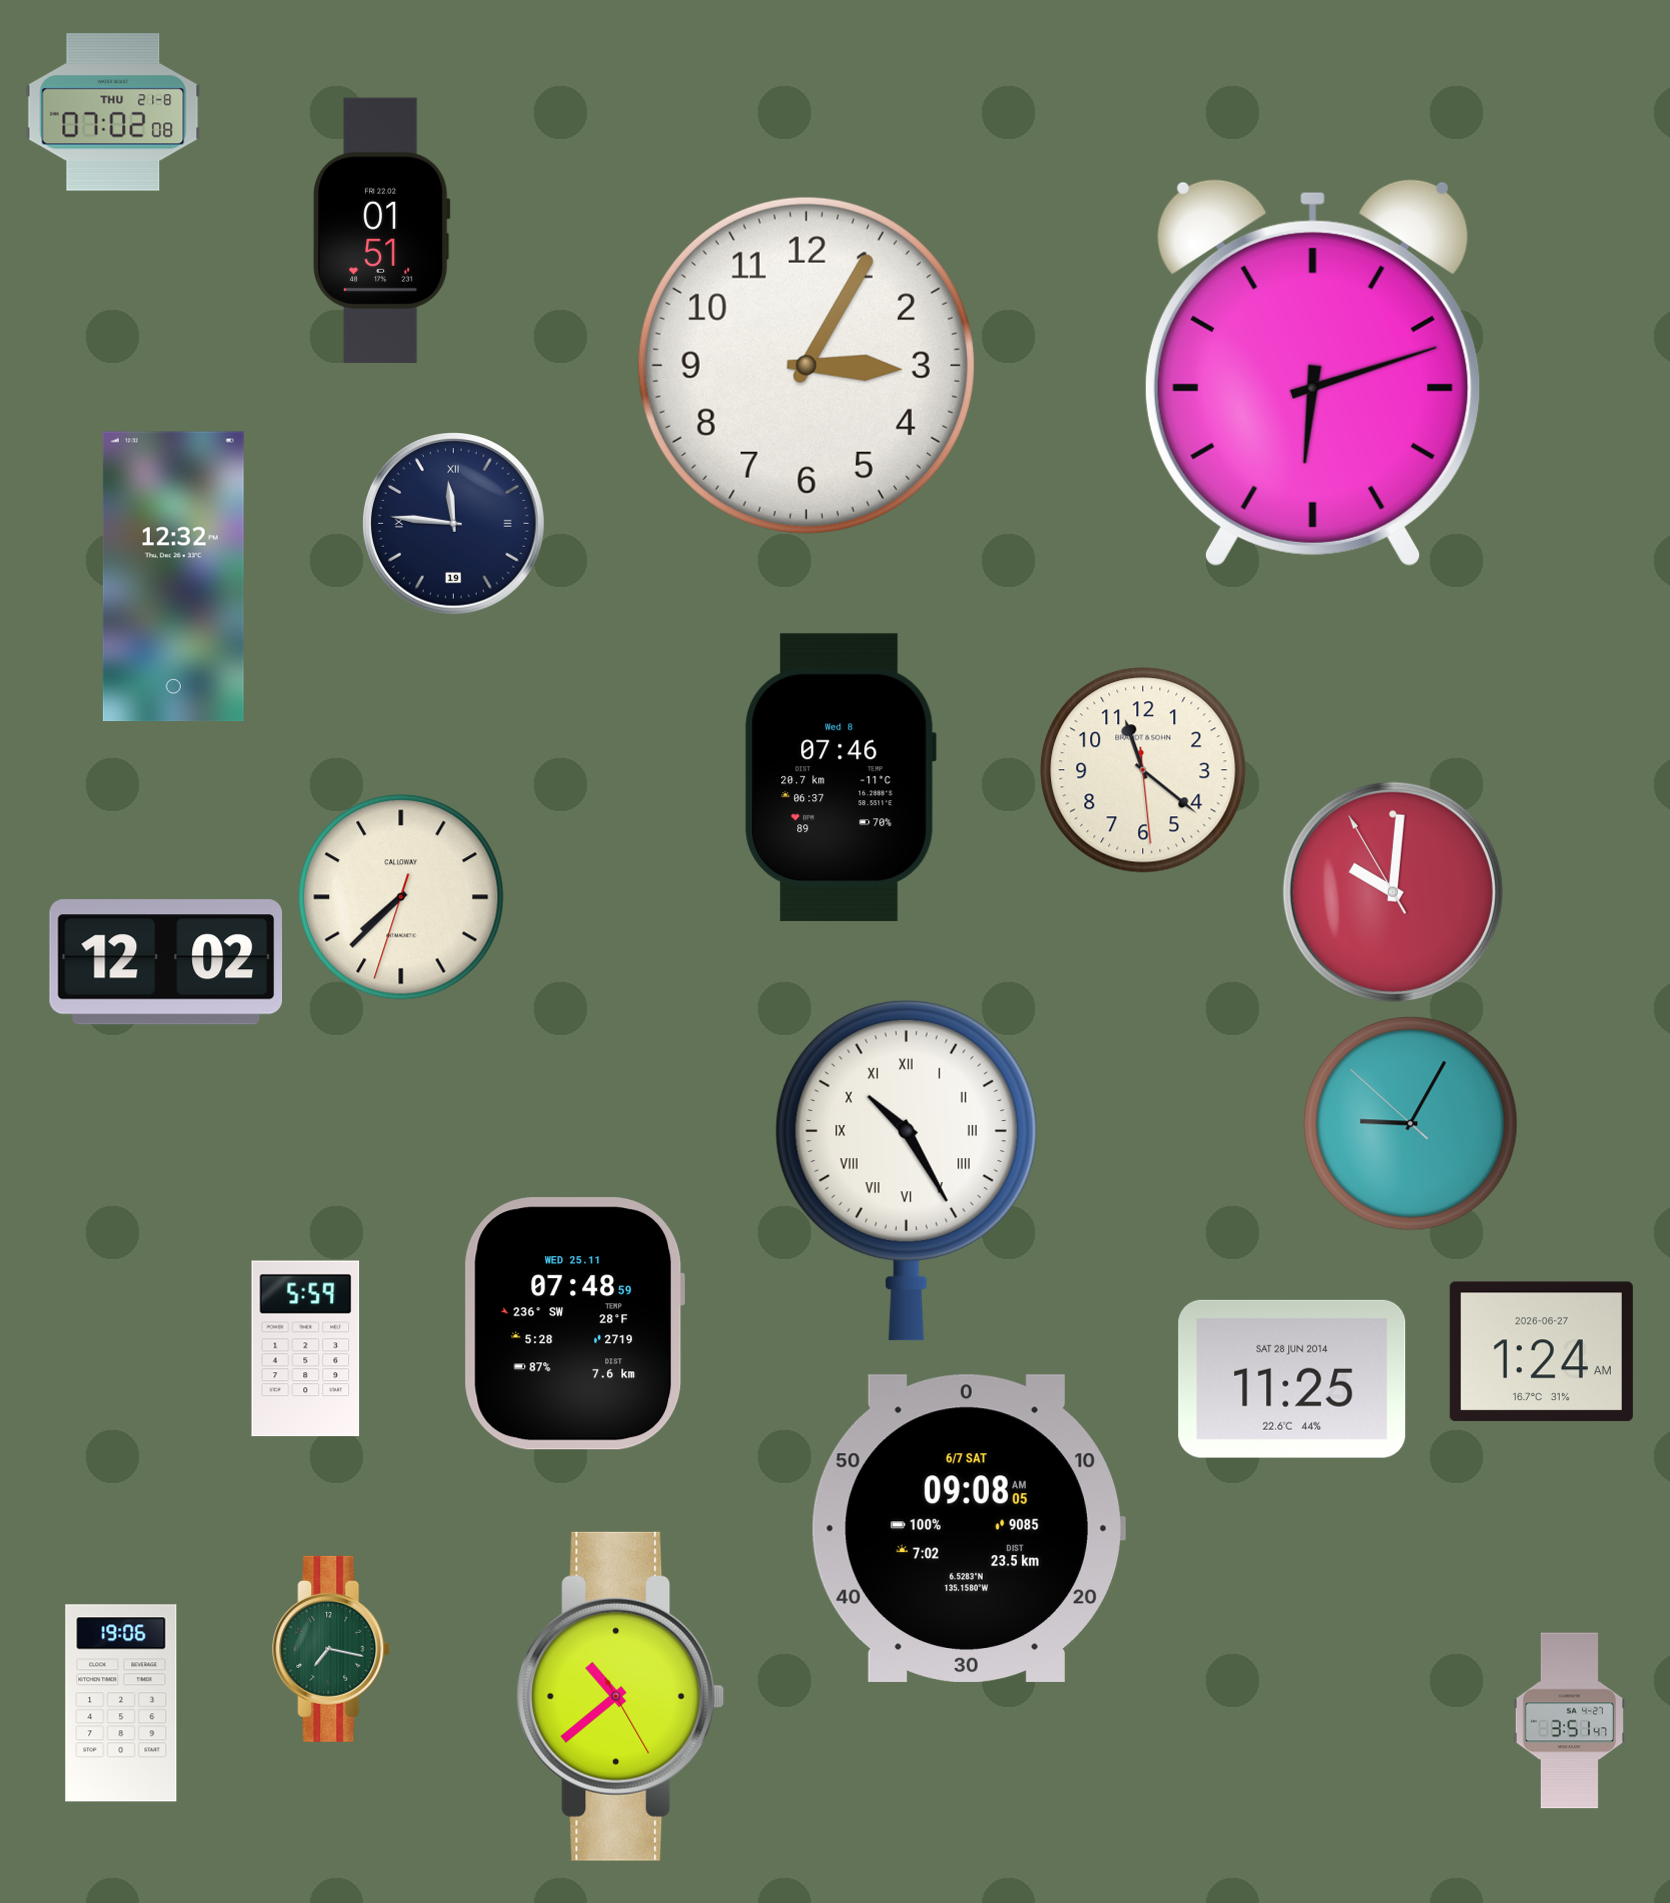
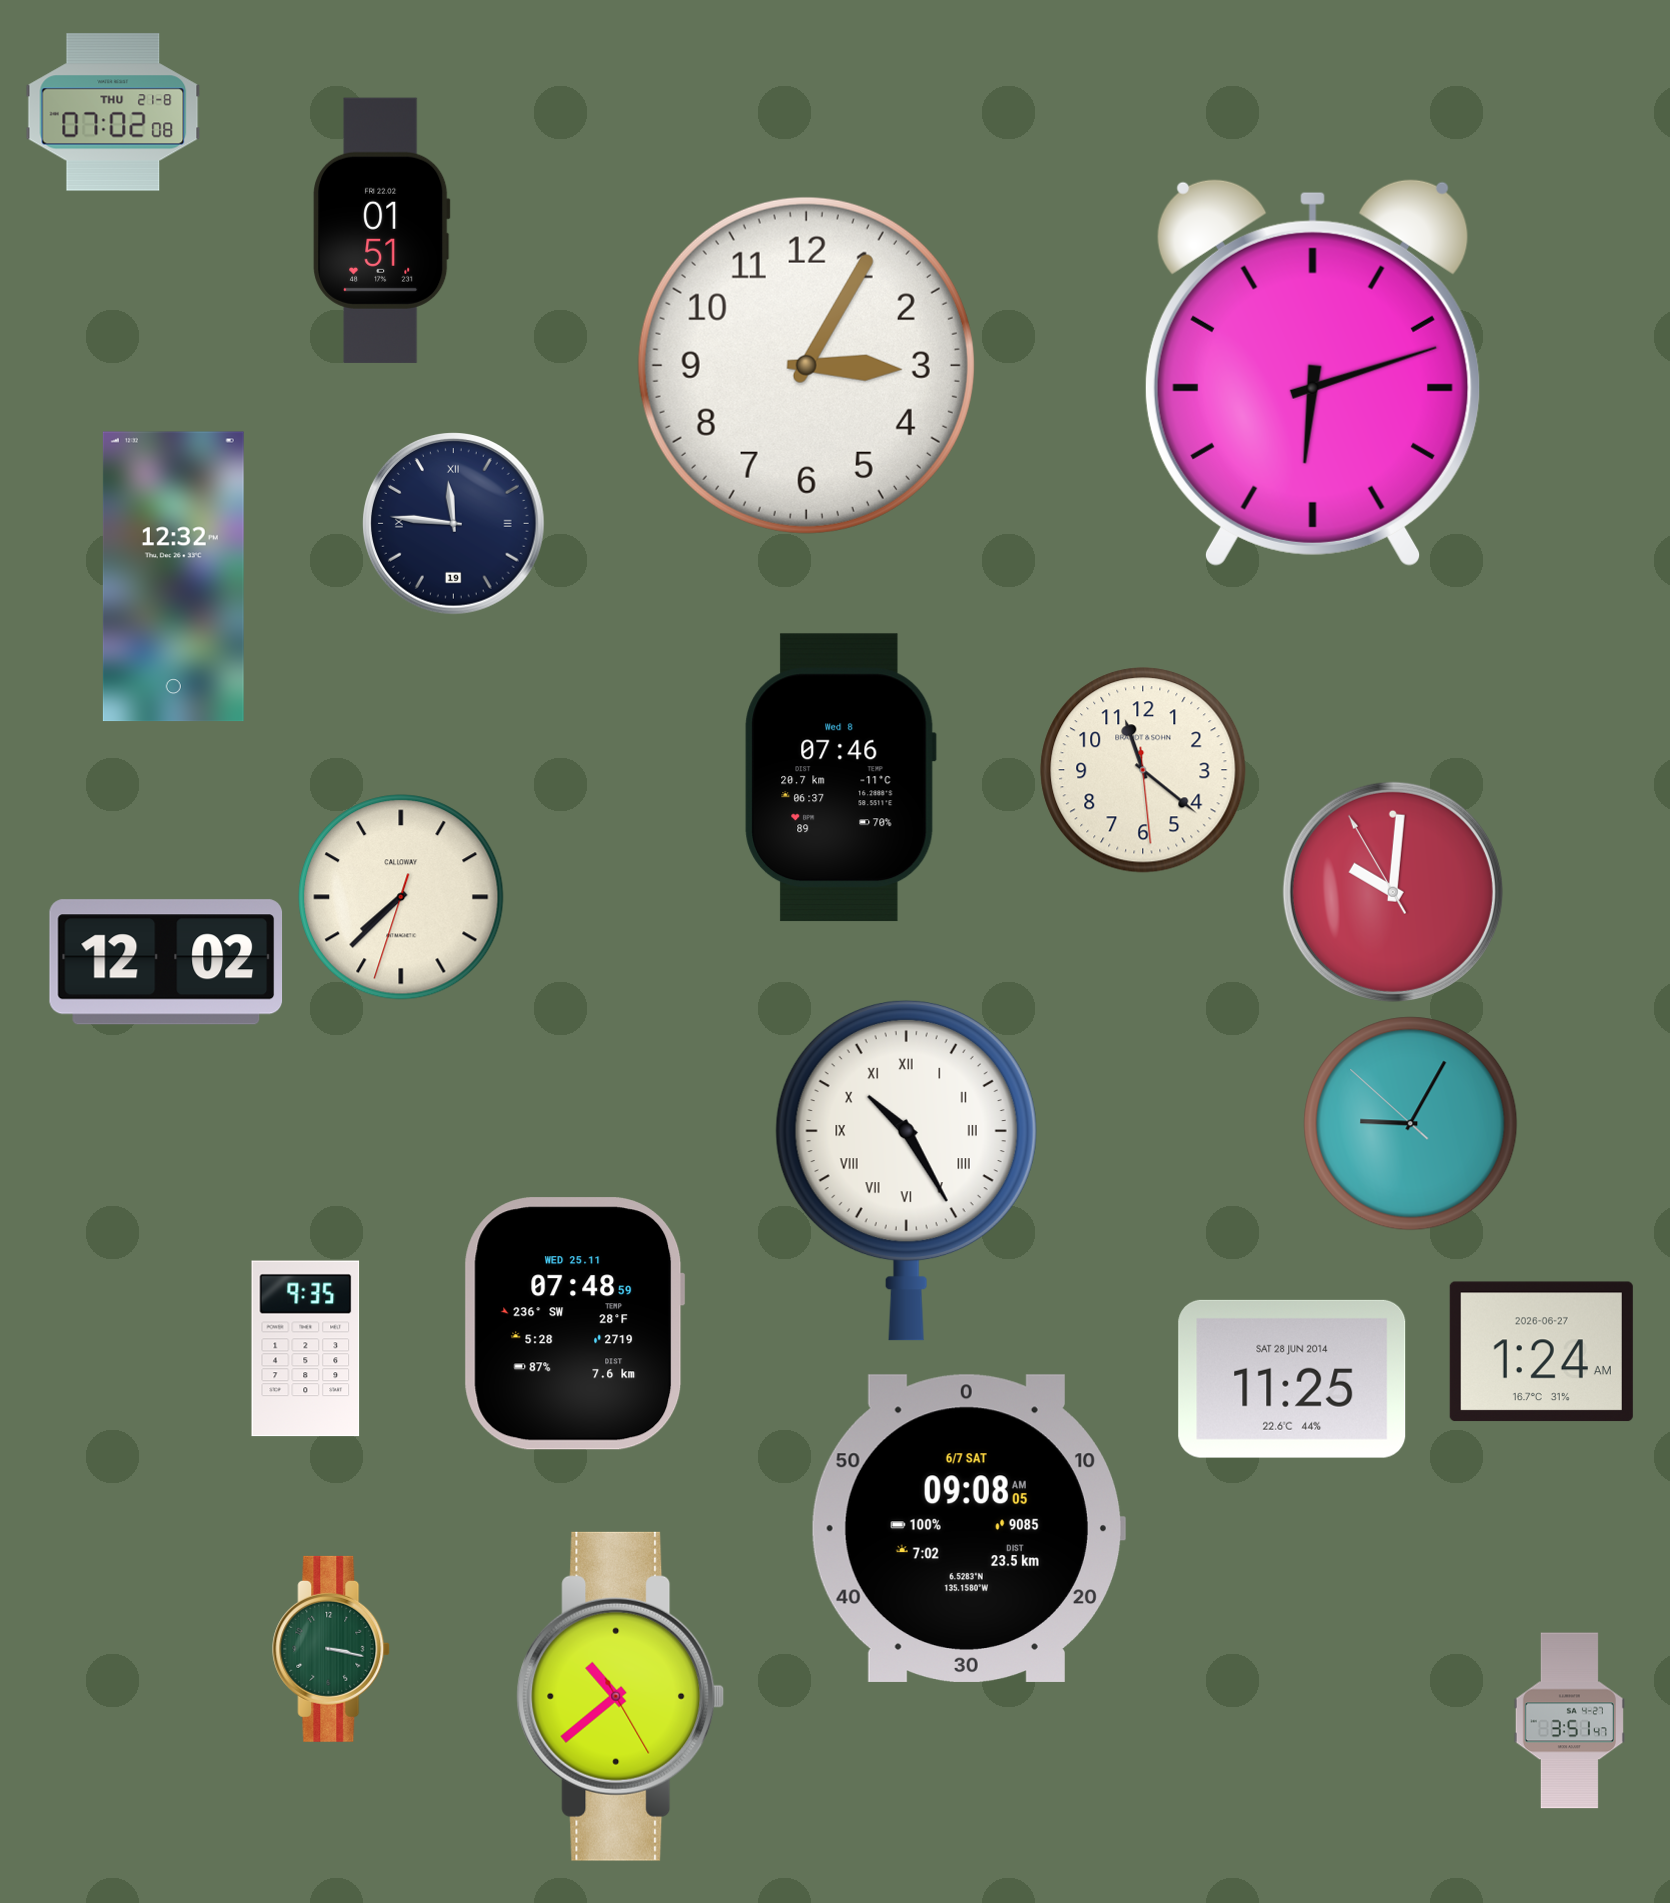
clock at (306, 1349): 5:59 -> 9:35
clock at (332, 1649): 7:17 -> 3:17
clock at (121, 1703): 19:06 -> none
